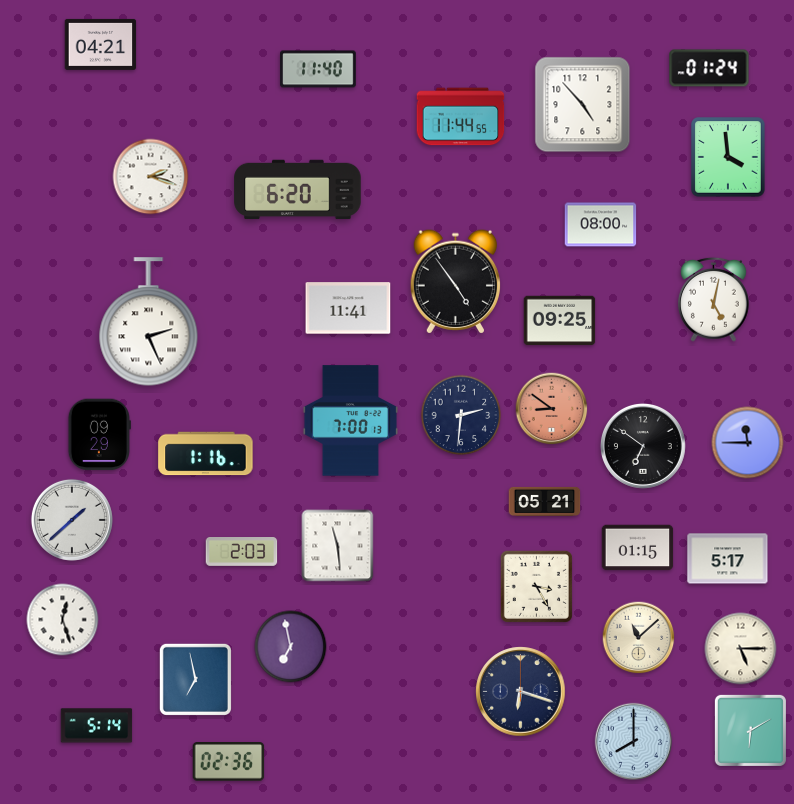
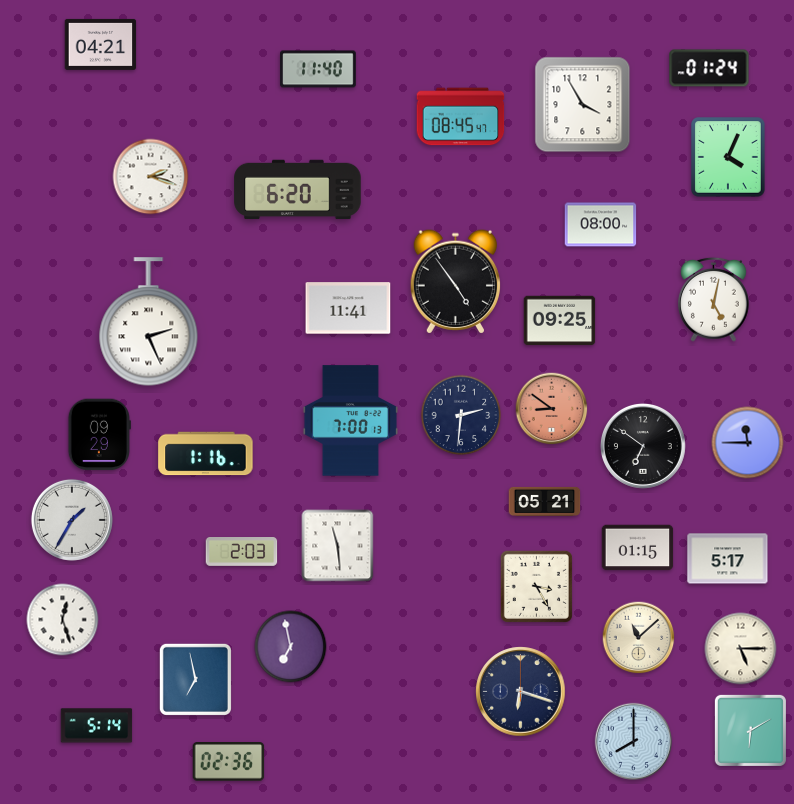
clock at (583, 105): 4:53 -> 3:55
clock at (461, 117): 11:44 -> 08:45
clock at (728, 157): 3:59 -> 4:04
clock at (72, 520): 1:38 -> 1:35
